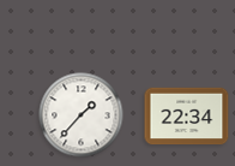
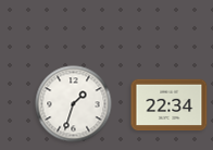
clock at (82, 115): 1:37 -> 1:33
